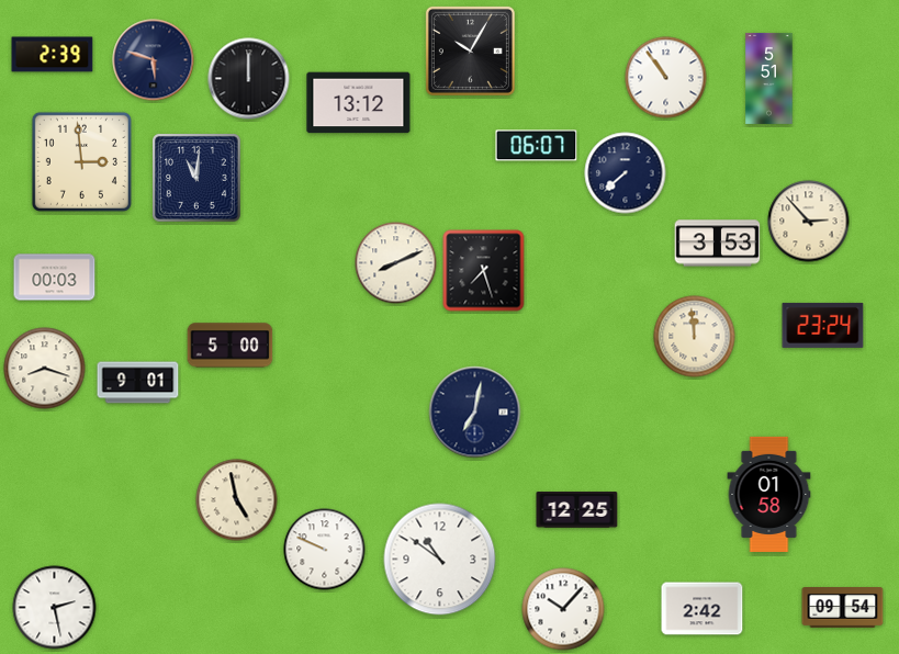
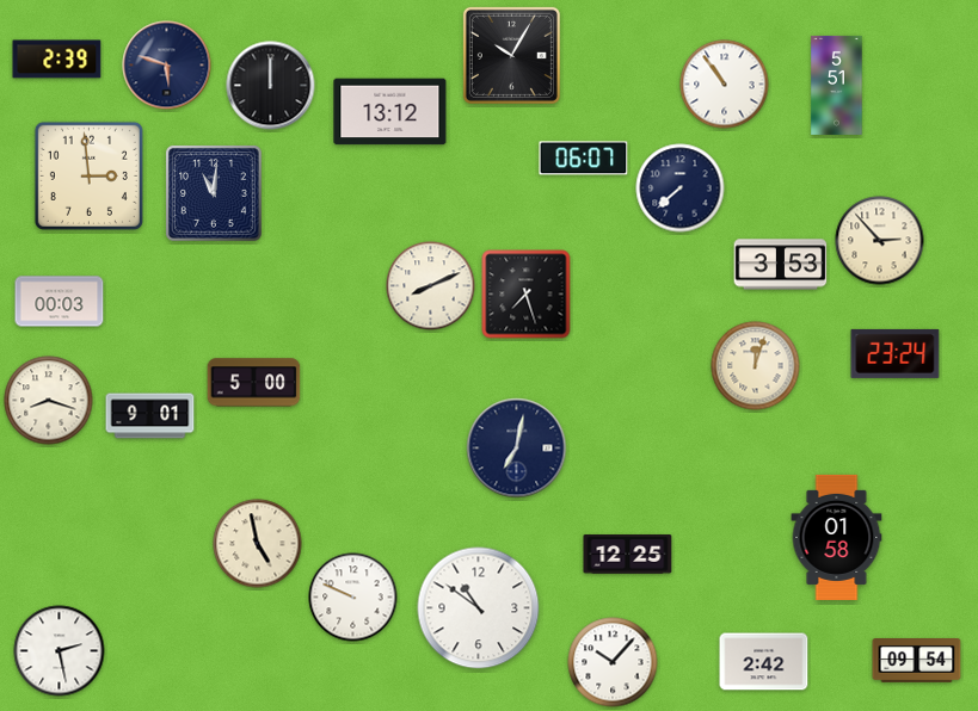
clock at (695, 337): 11:59 -> 12:03
clock at (231, 346) position: (231, 346) -> (254, 383)
clock at (55, 608) position: (55, 608) -> (60, 651)
